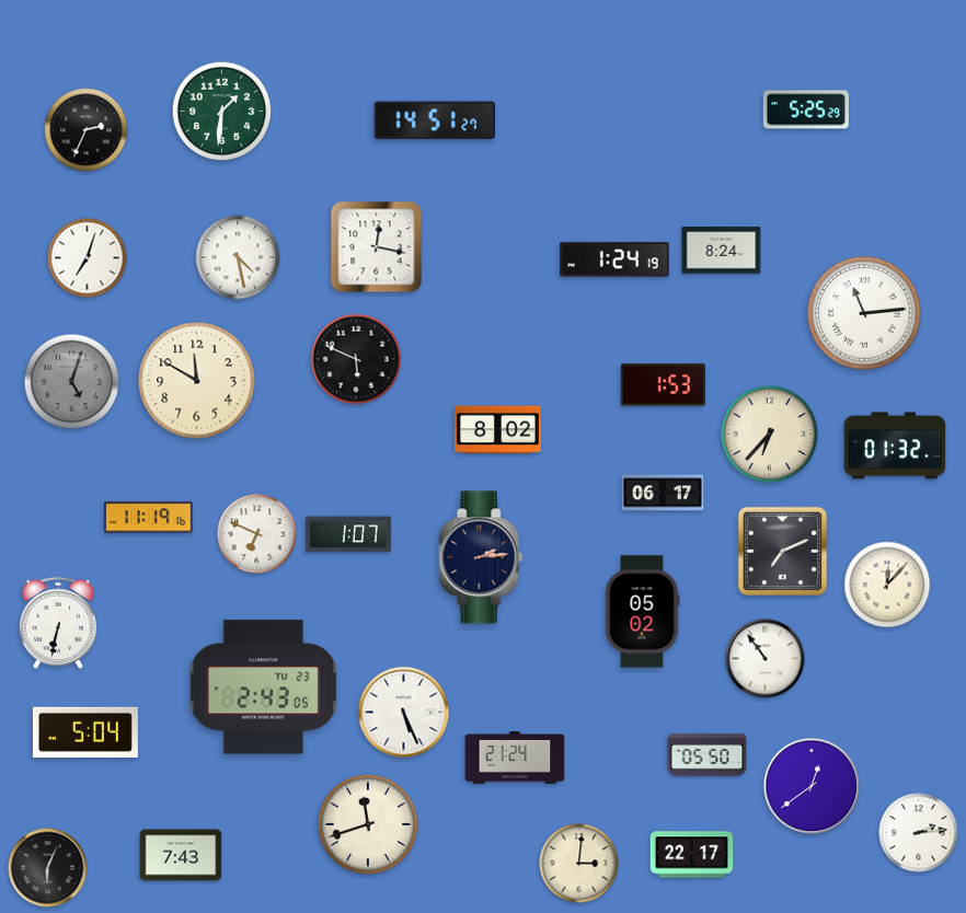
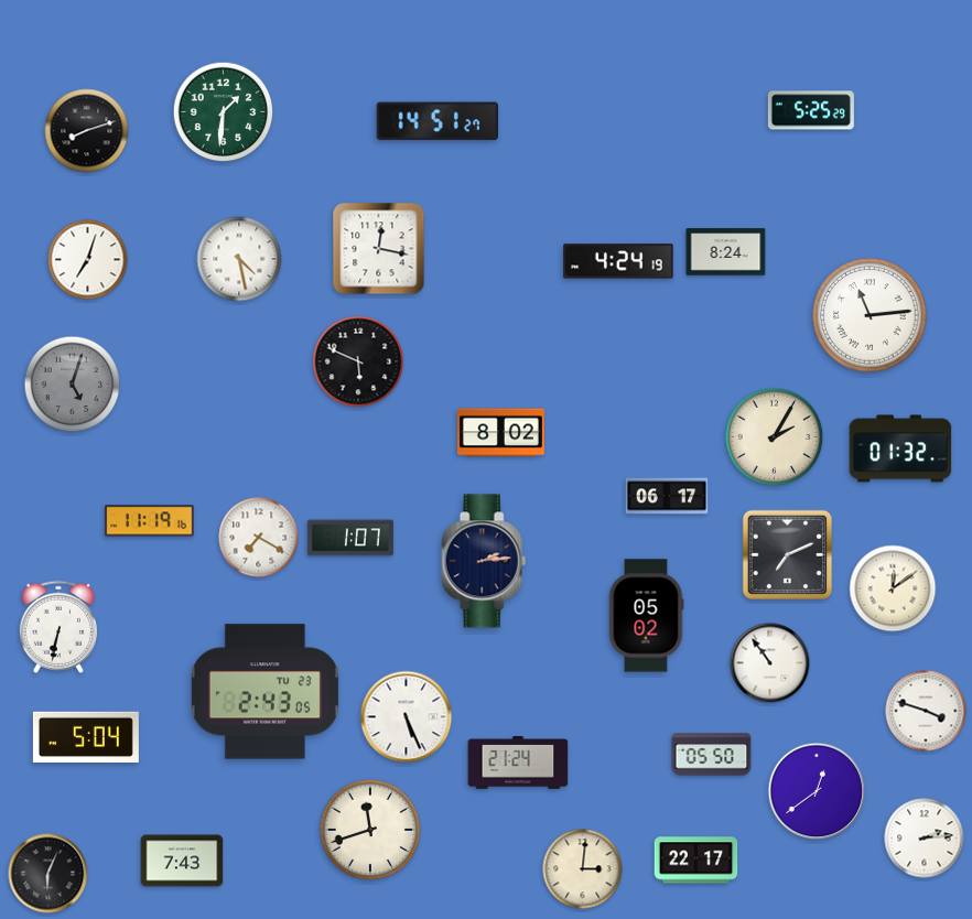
clock at (87, 130): 2:34 -> 8:12
clock at (614, 259): 1:24 -> 4:24
clock at (197, 381): 11:50 -> none
clock at (663, 385): 1:53 -> none
clock at (770, 435): 6:37 -> 2:05
clock at (257, 534): 6:49 -> 7:20
clock at (887, 585): 12:07 -> 12:09
clock at (926, 711): none -> 3:48
clock at (708, 755) position: (708, 755) -> (712, 755)
